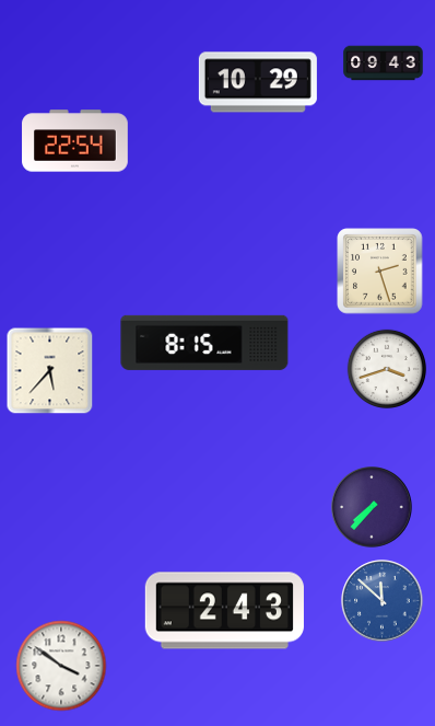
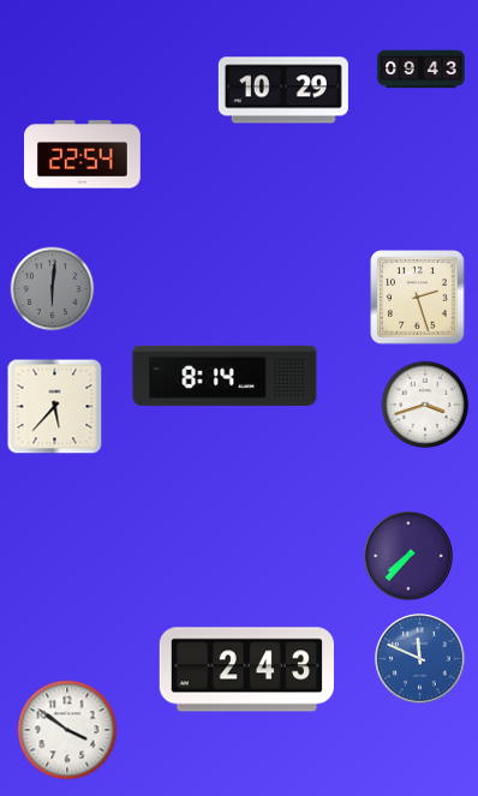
clock at (53, 289): none -> 6:01
clock at (204, 343): 8:15 -> 8:14
clock at (383, 601): 11:52 -> 11:49
